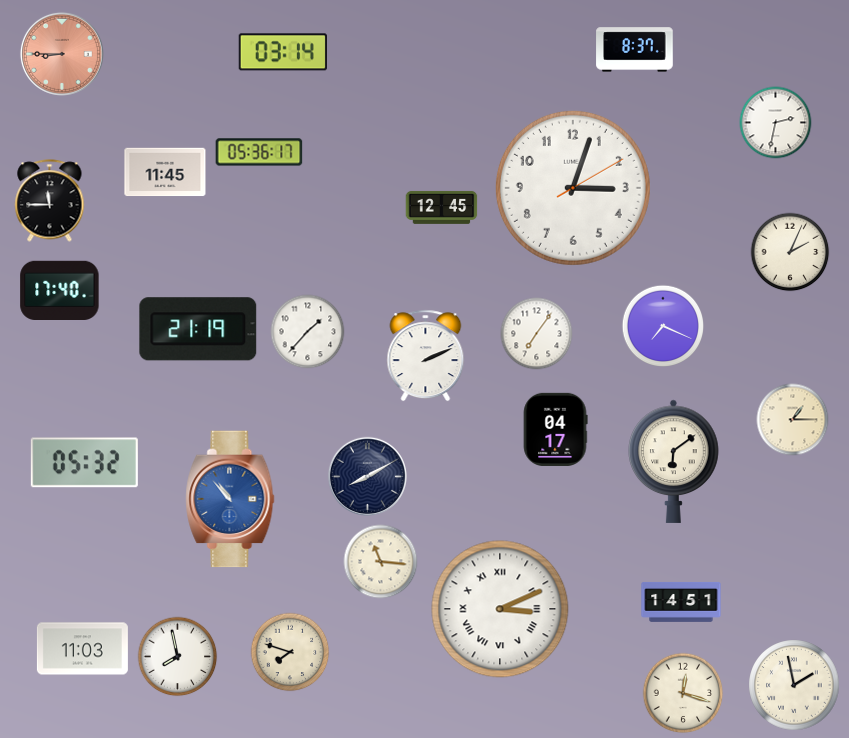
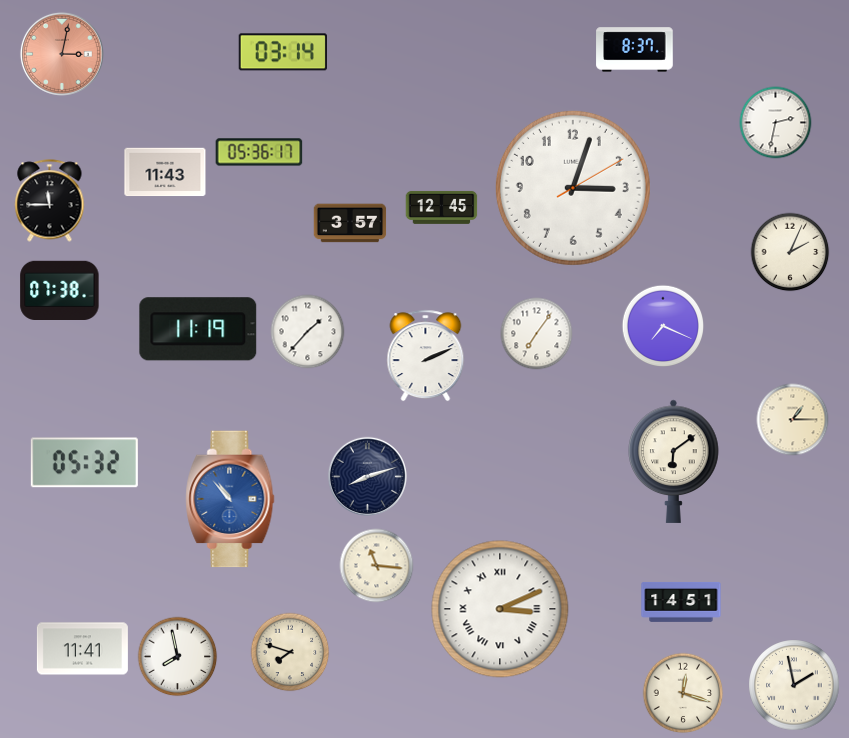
clock at (62, 54): 8:45 -> 3:02
clock at (165, 172): 11:45 -> 11:43
clock at (350, 223): none -> 3:57
clock at (60, 290): 17:40 -> 07:38
clock at (198, 329): 21:19 -> 11:19
clock at (555, 429): 04:17 -> none
clock at (367, 476): 8:10 -> 8:12
clock at (381, 562) position: (381, 562) -> (377, 566)
clock at (82, 649): 11:03 -> 11:41
